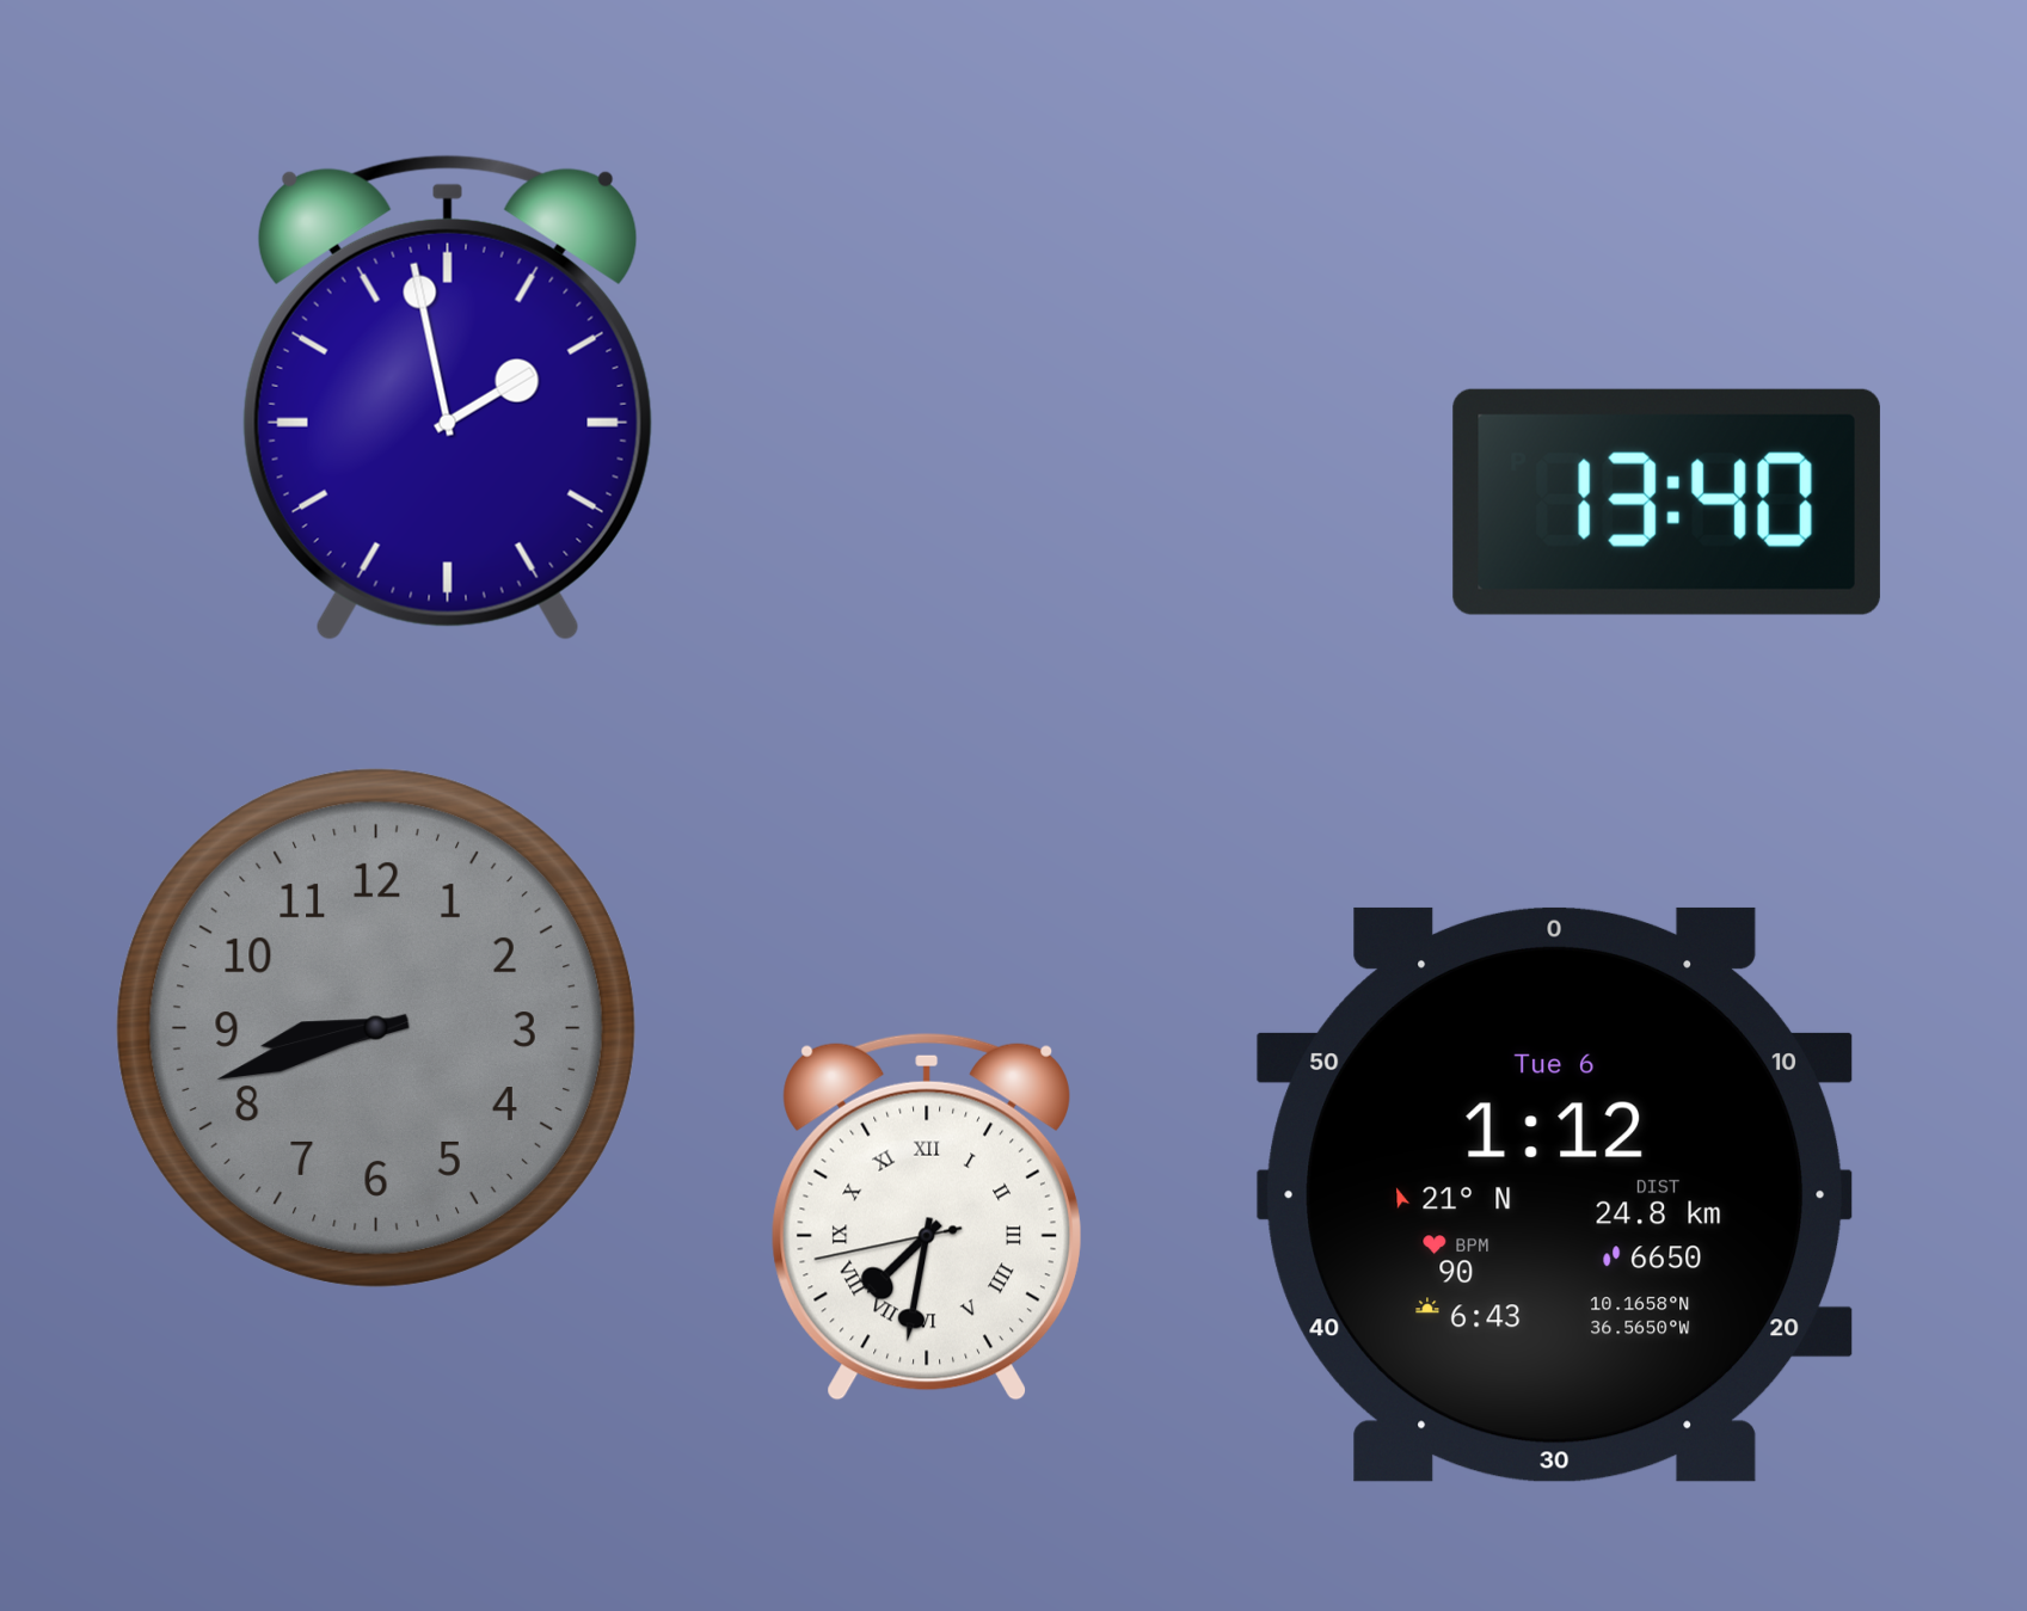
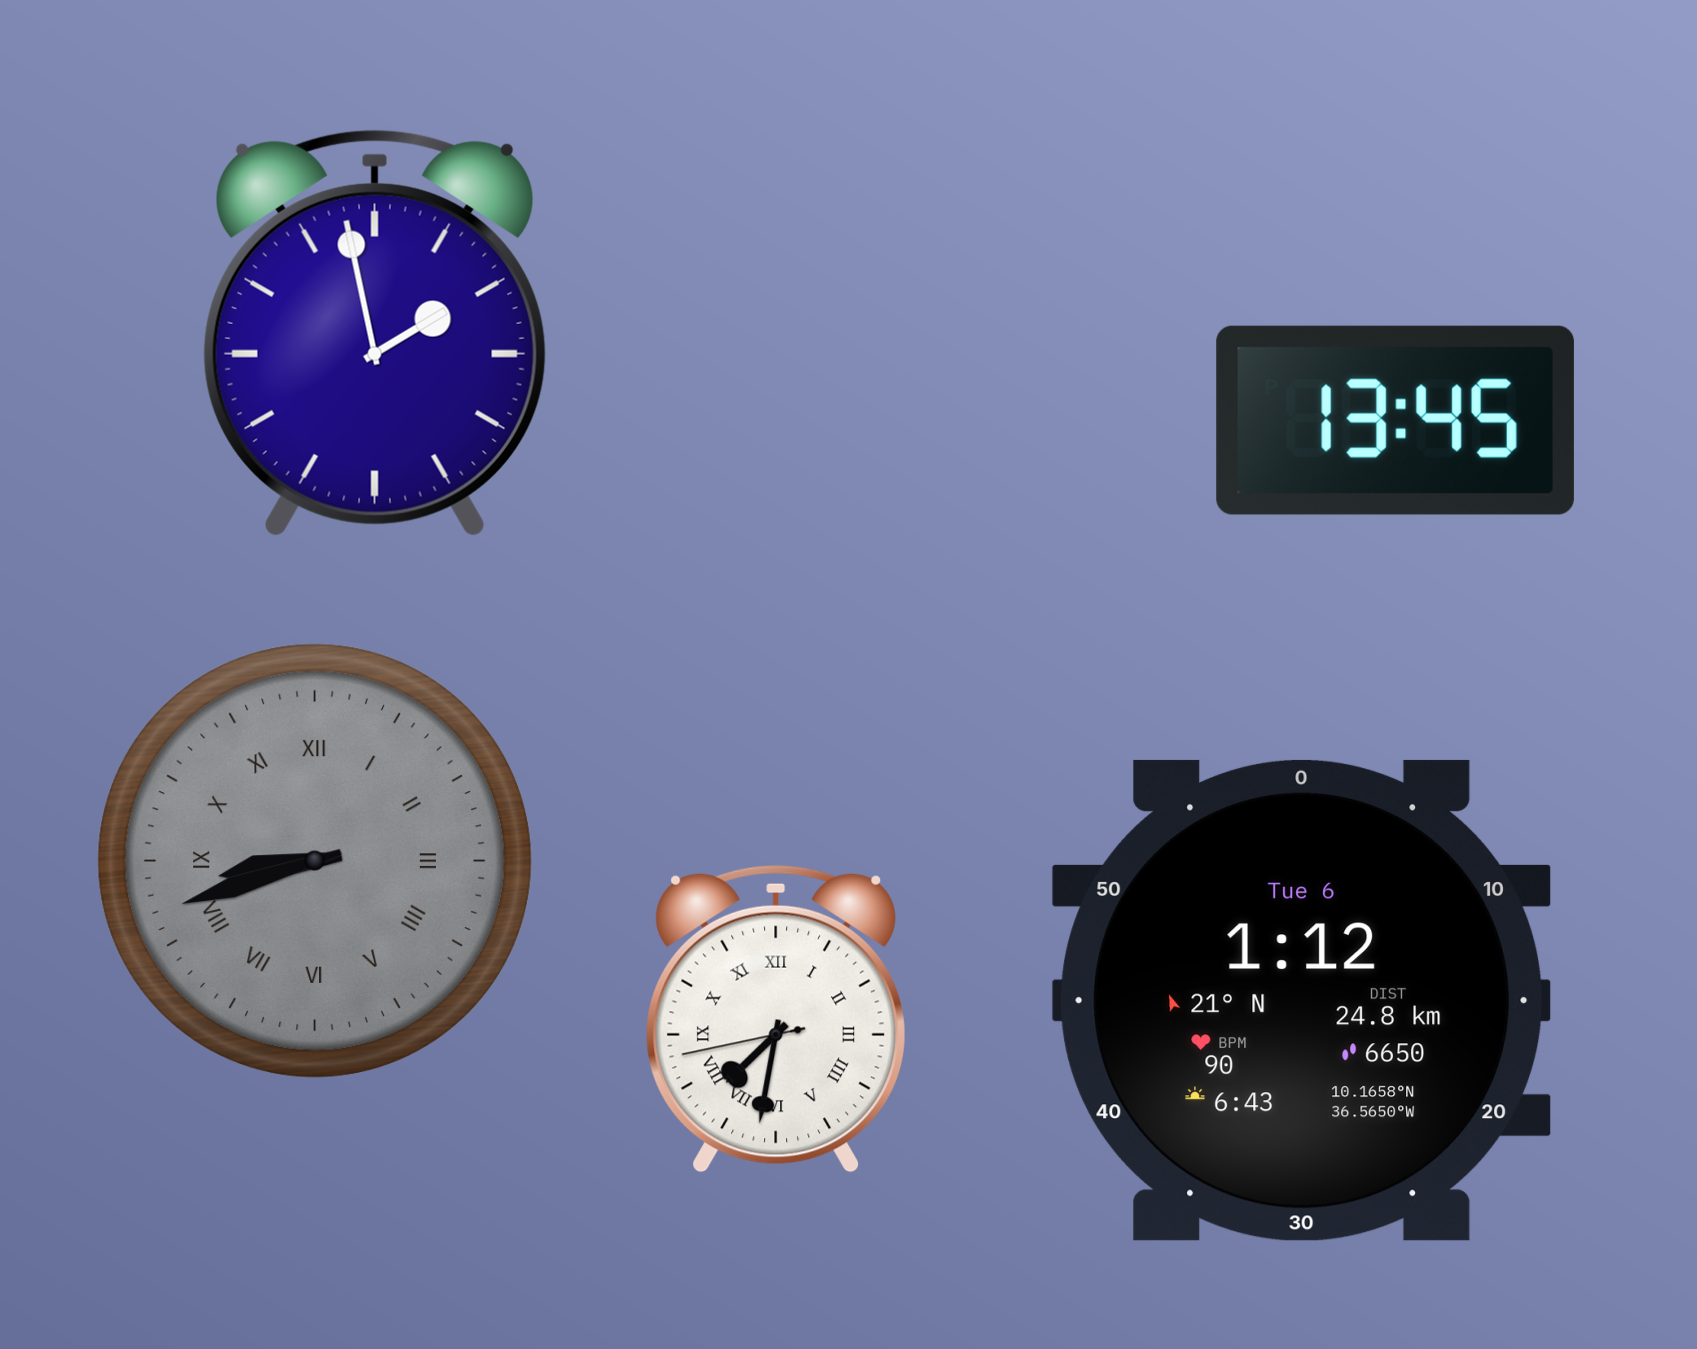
clock at (1666, 502): 13:40 -> 13:45
clock at (376, 1028) numerals: Arabic -> Roman
